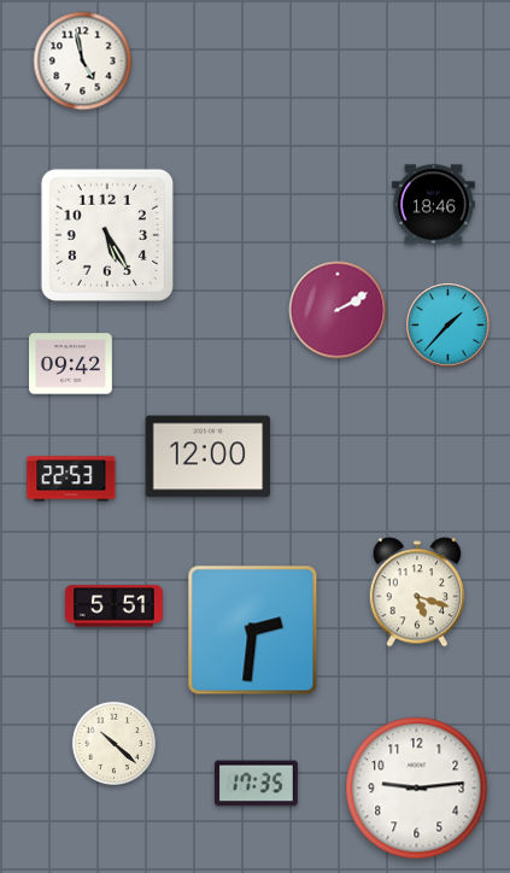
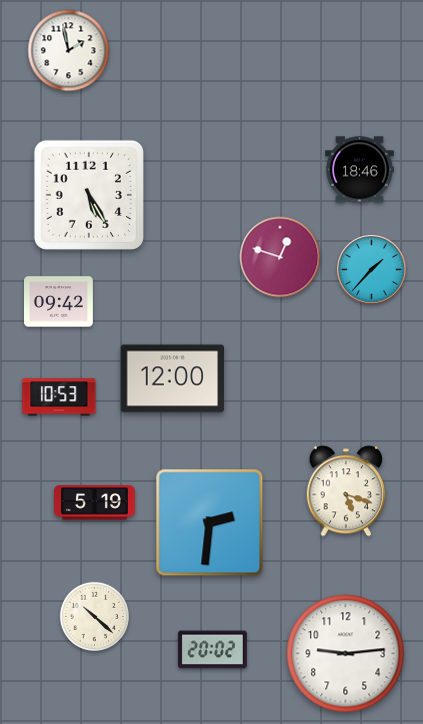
clock at (83, 61): 4:58 -> 1:58
clock at (338, 310): 2:10 -> 12:48
clock at (71, 479): 22:53 -> 10:53
clock at (113, 607): 5:51 -> 5:19
clock at (256, 784): 17:35 -> 20:02
